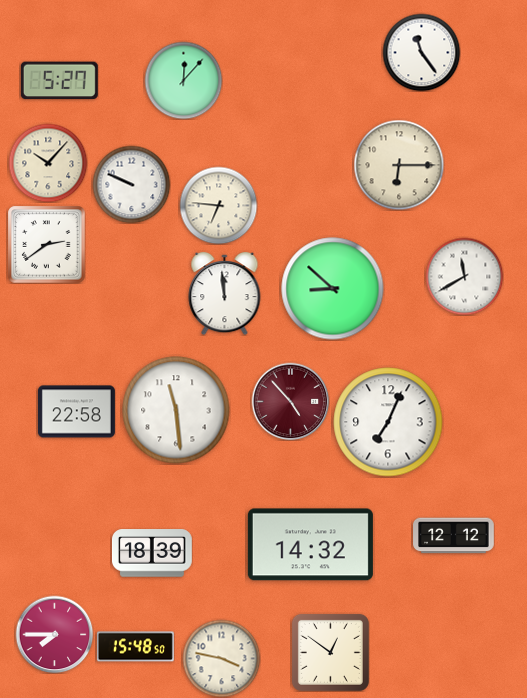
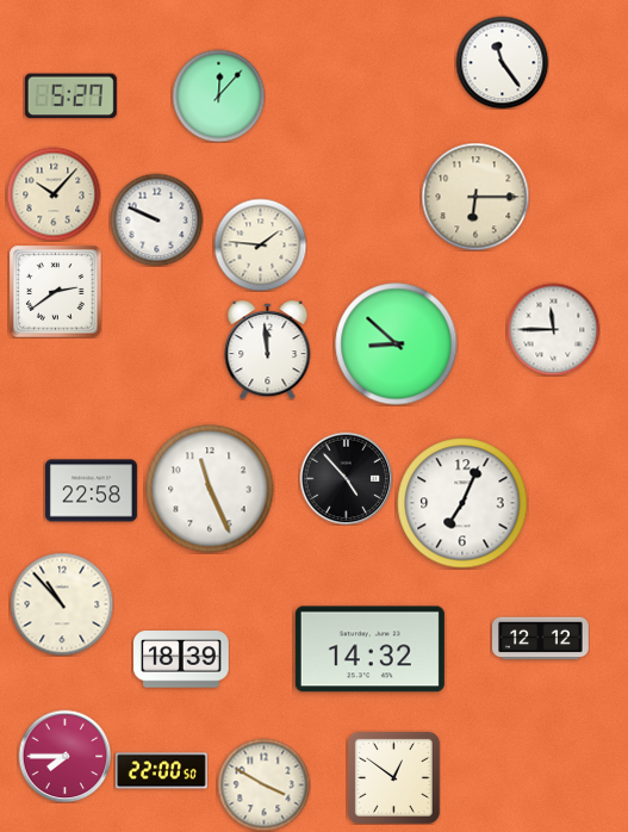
clock at (48, 163) position: (48, 163) -> (54, 194)
clock at (218, 205): 6:46 -> 1:46
clock at (464, 276): 11:40 -> 11:45
clock at (290, 401) dial: burgundy -> black
clock at (176, 410): 11:29 -> 11:26
clock at (62, 604): none -> 10:53
clock at (135, 647): 15:48 -> 22:00
clock at (221, 658): 3:47 -> 3:50
